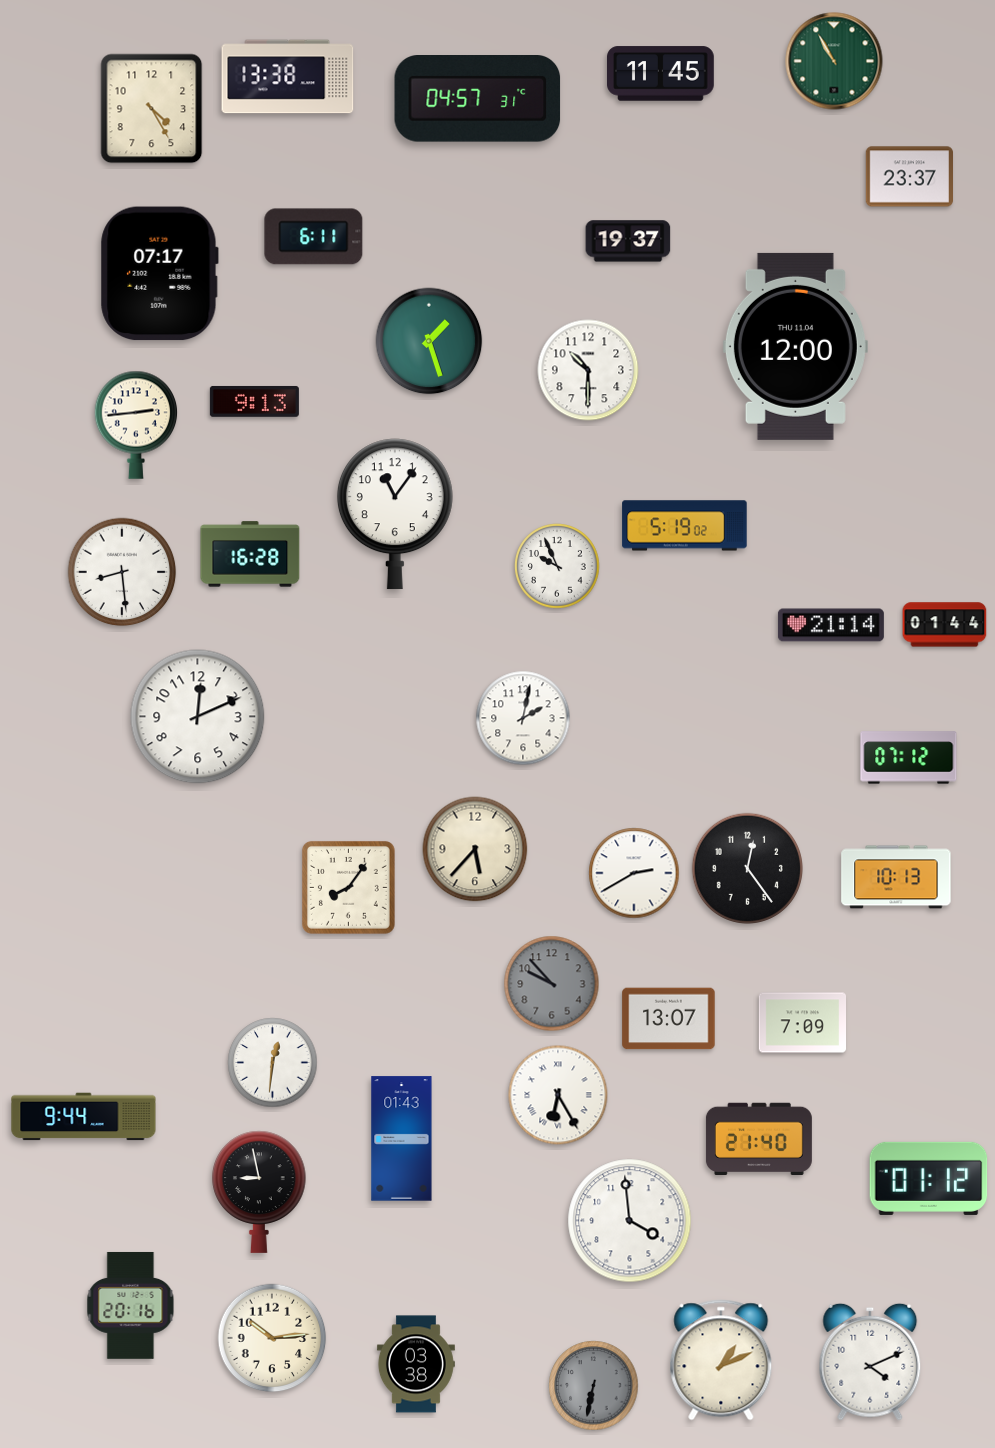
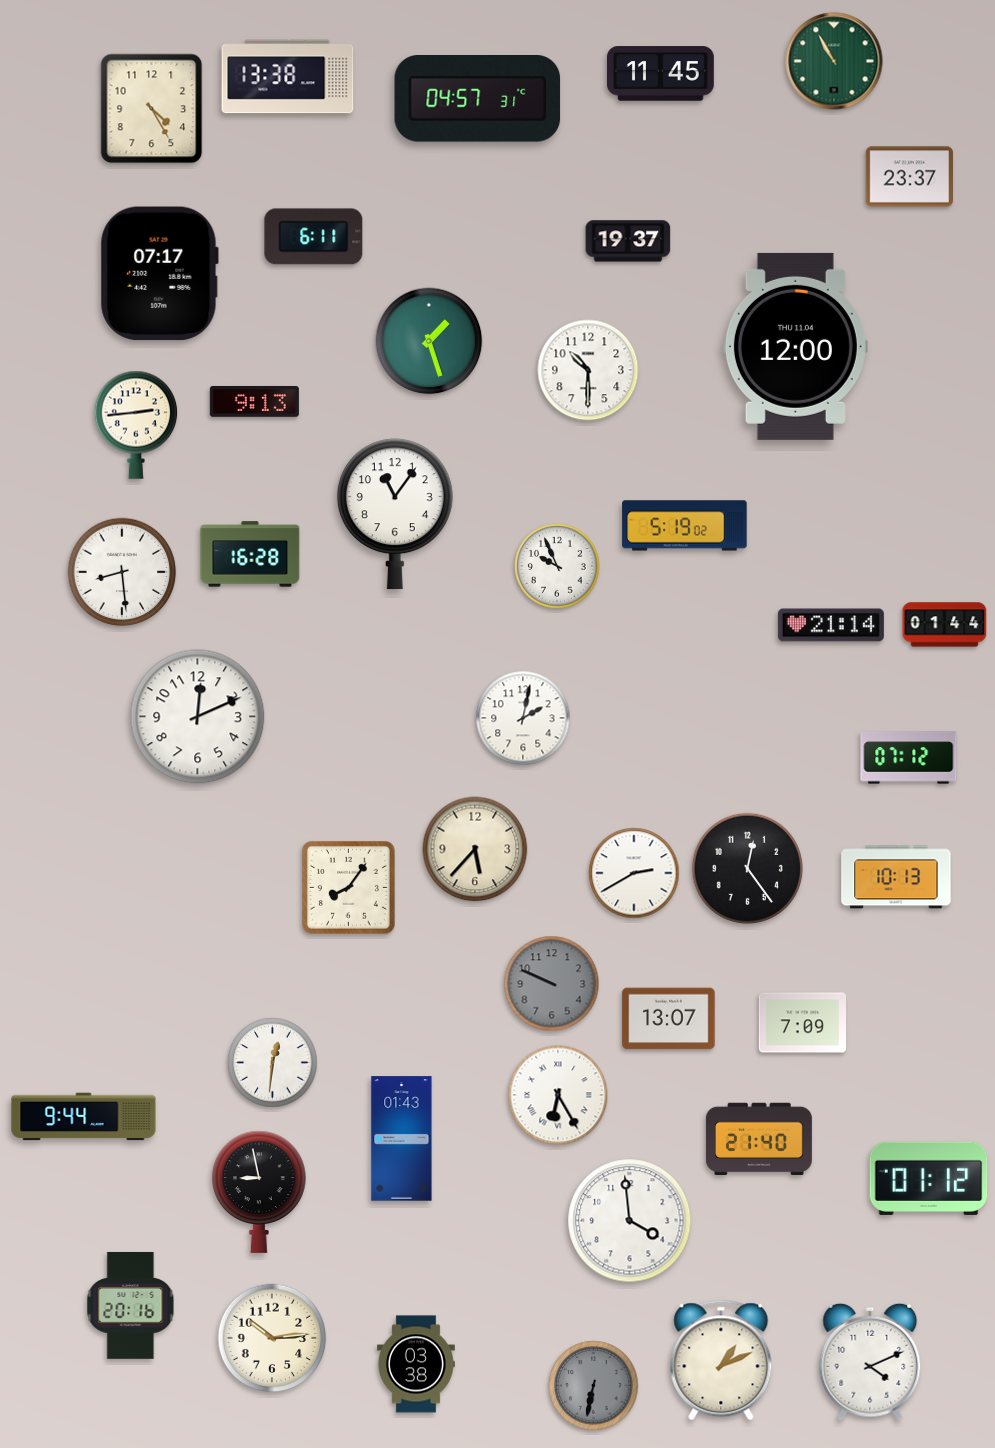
clock at (552, 984): 9:53 -> 9:49
